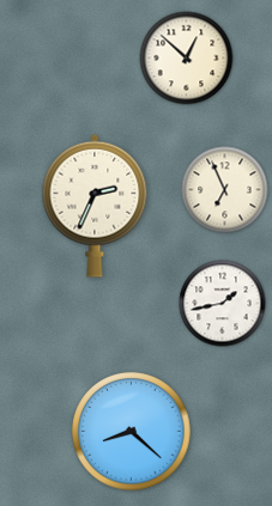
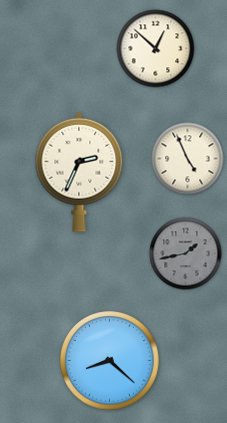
clock at (225, 190): 6:56 -> 4:56
clock at (223, 304) dial: white -> grey
